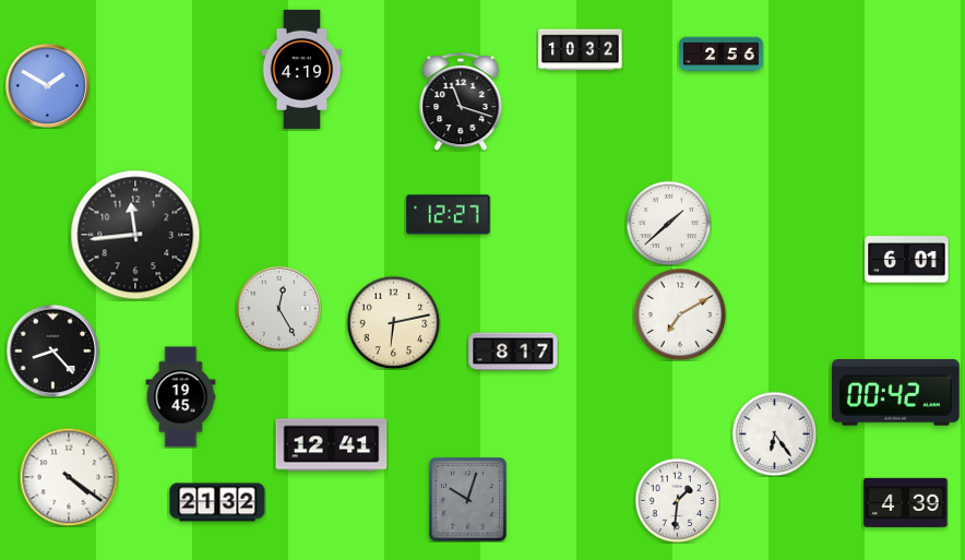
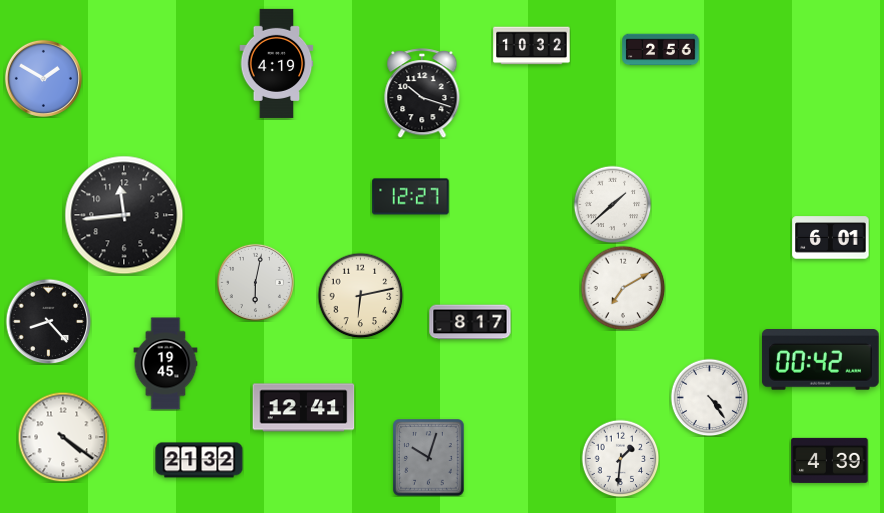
clock at (461, 102): 11:18 -> 10:18
clock at (278, 308): 12:25 -> 6:02
clock at (774, 433): 6:24 -> 4:24
